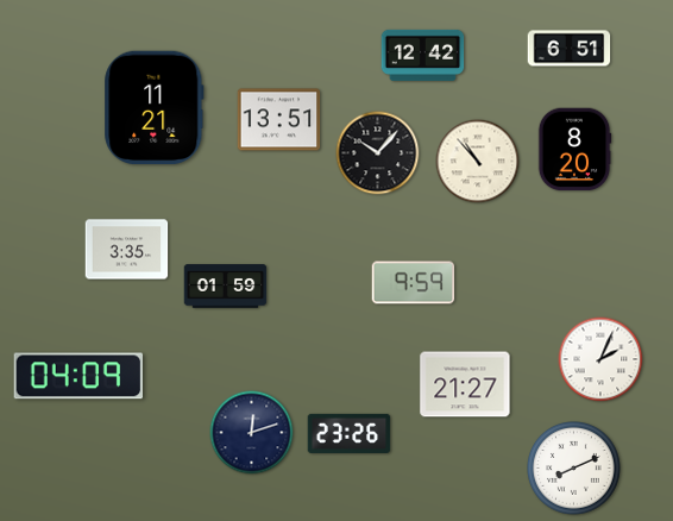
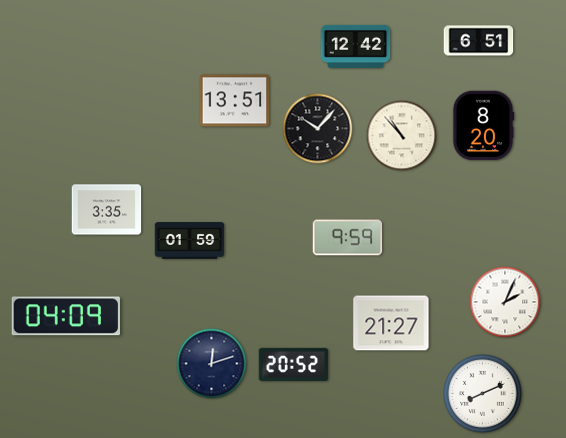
clock at (155, 108): 11:21 -> none
clock at (350, 433): 23:26 -> 20:52
